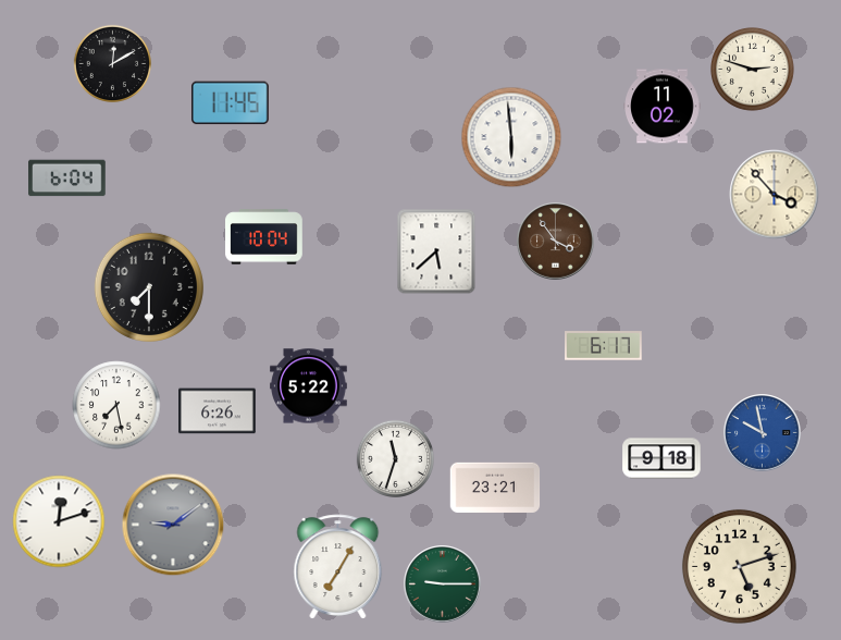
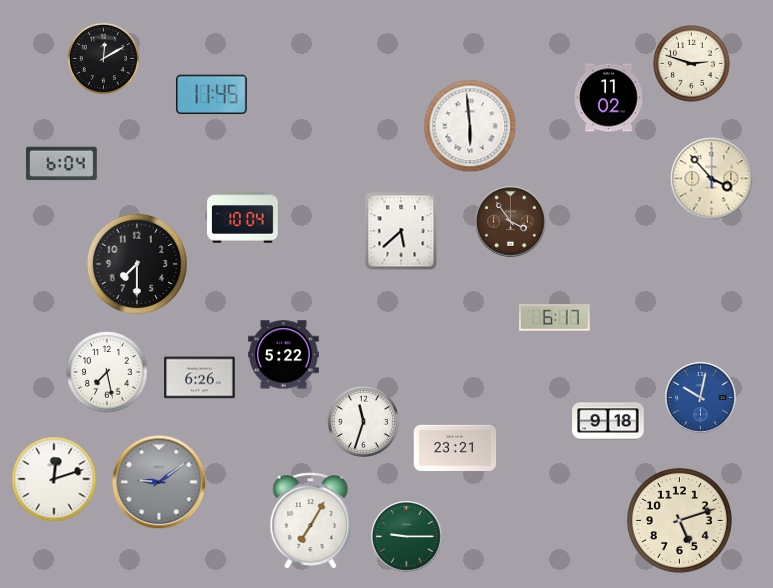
clock at (763, 433): 9:58 -> 10:02
